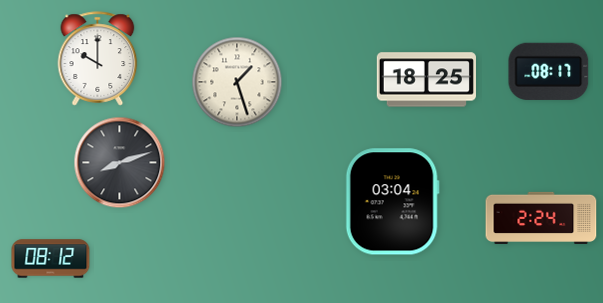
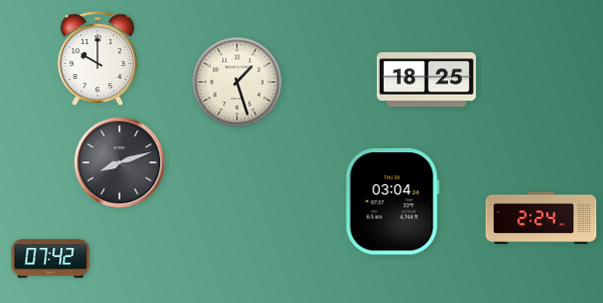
clock at (549, 71): 08:17 -> none
clock at (51, 259): 08:12 -> 07:42
